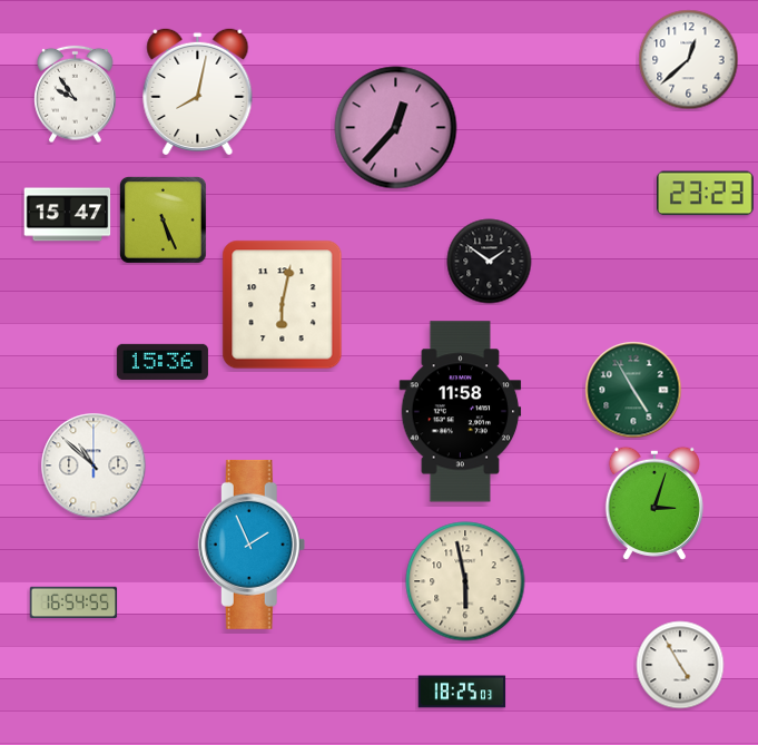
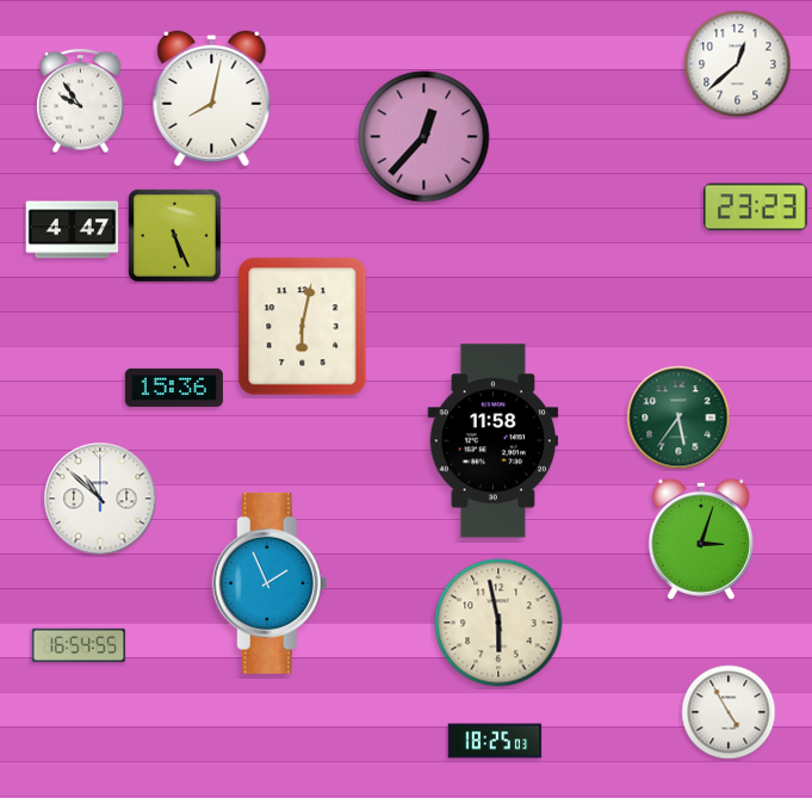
clock at (68, 215): 15:47 -> 4:47
clock at (490, 262): 1:51 -> none
clock at (633, 390): 4:55 -> 5:36
